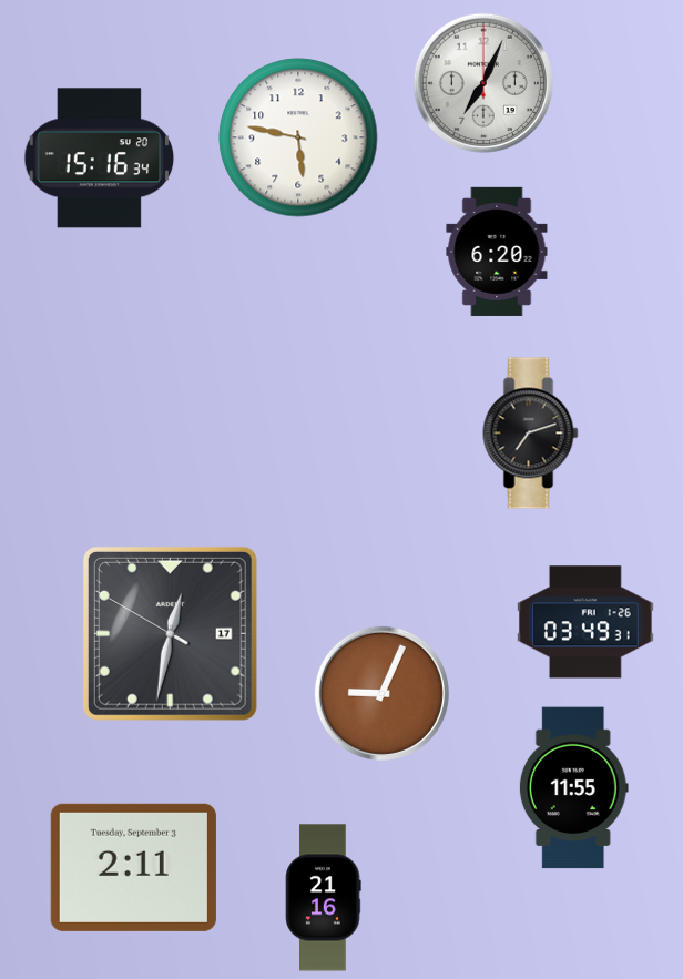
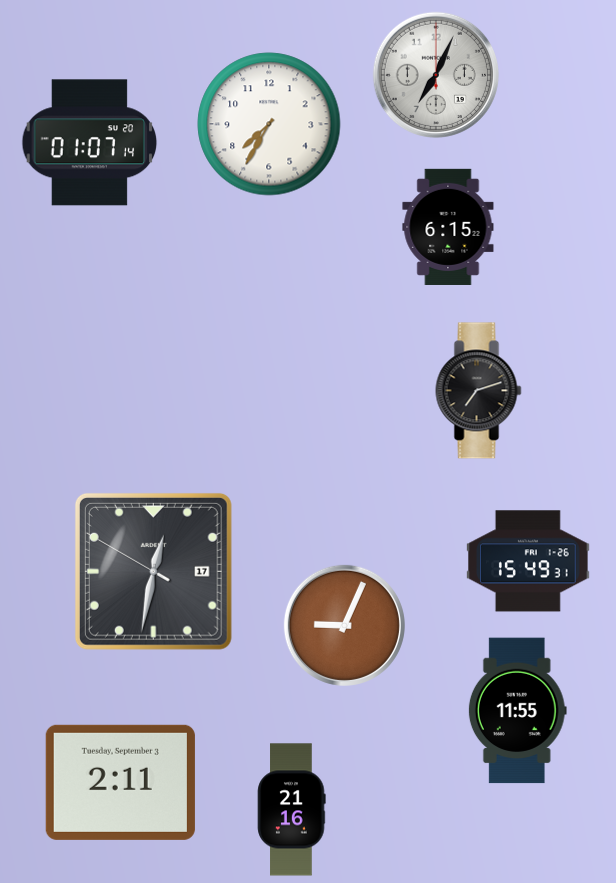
clock at (298, 137): 5:47 -> 7:35
clock at (100, 159): 15:16 -> 01:07
clock at (497, 252): 6:20 -> 6:15
clock at (587, 622): 03:49 -> 15:49
